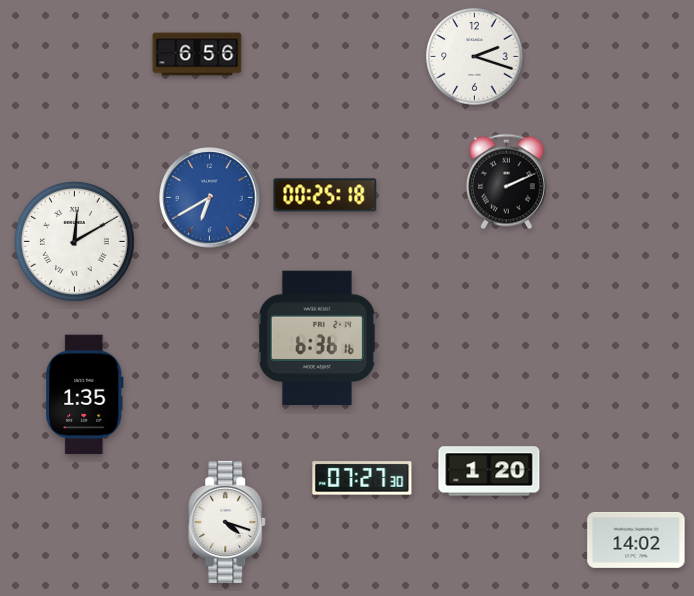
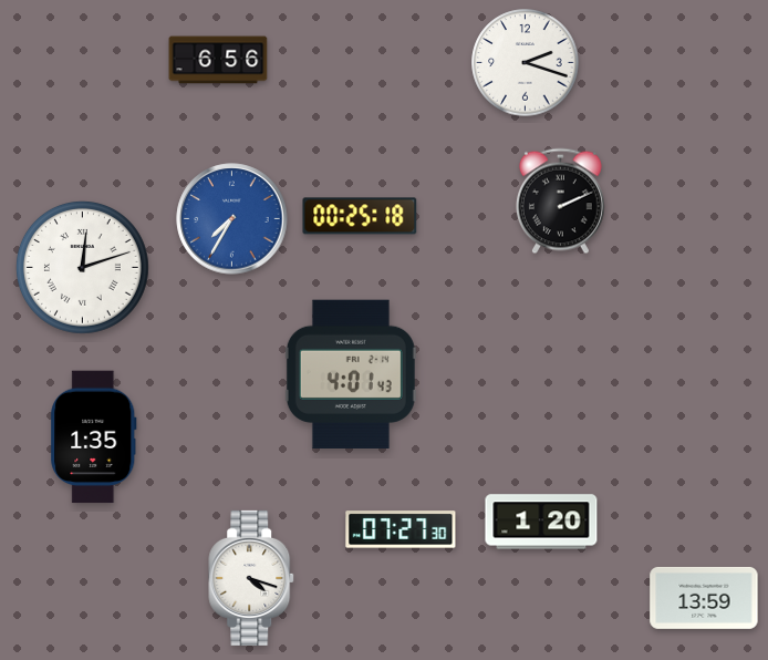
clock at (210, 198): 6:40 -> 7:35
clock at (74, 241): 12:10 -> 12:12
clock at (317, 337): 6:36 -> 4:01
clock at (636, 540): 14:02 -> 13:59
